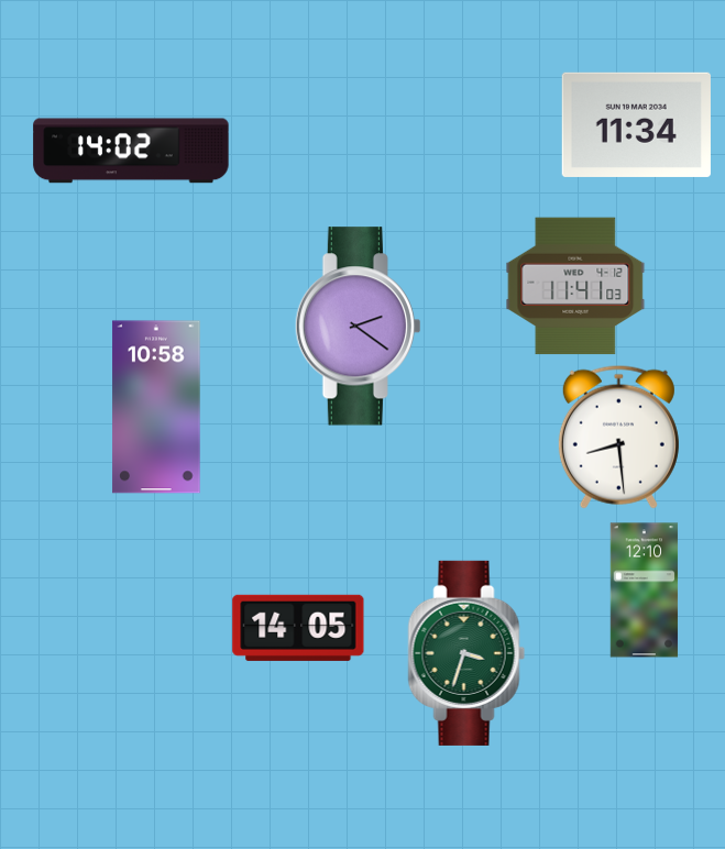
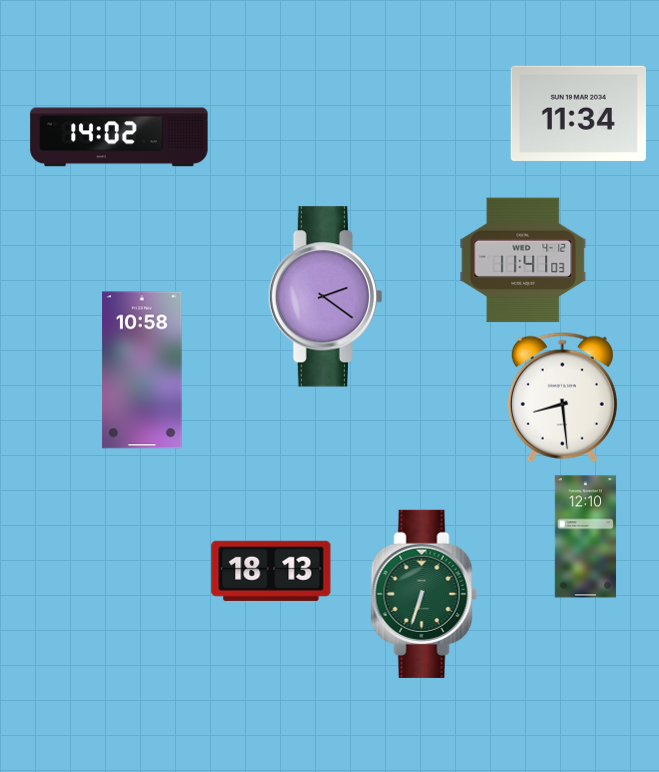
clock at (298, 628): 14:05 -> 18:13
clock at (466, 653): 3:33 -> 6:33
